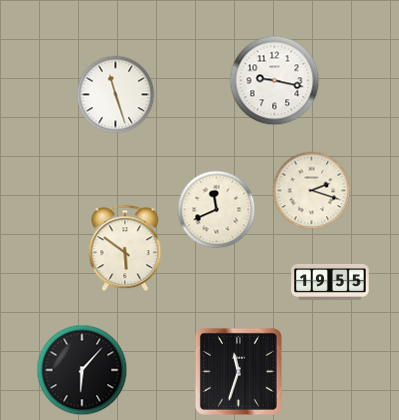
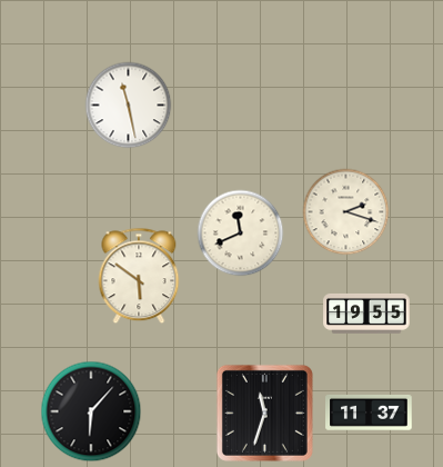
clock at (274, 80): 9:17 -> none
clock at (115, 94): 11:27 -> 11:28
clock at (369, 413): none -> 11:37
